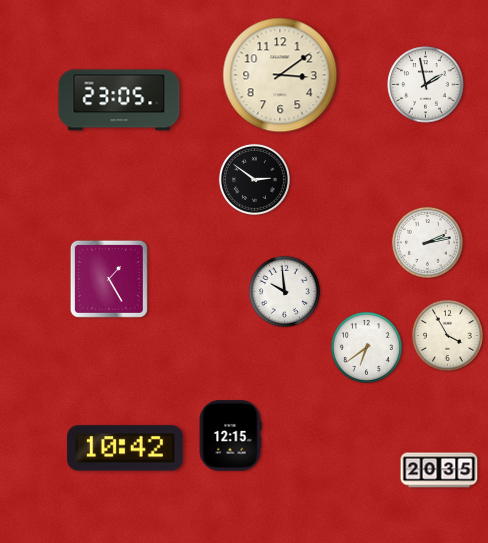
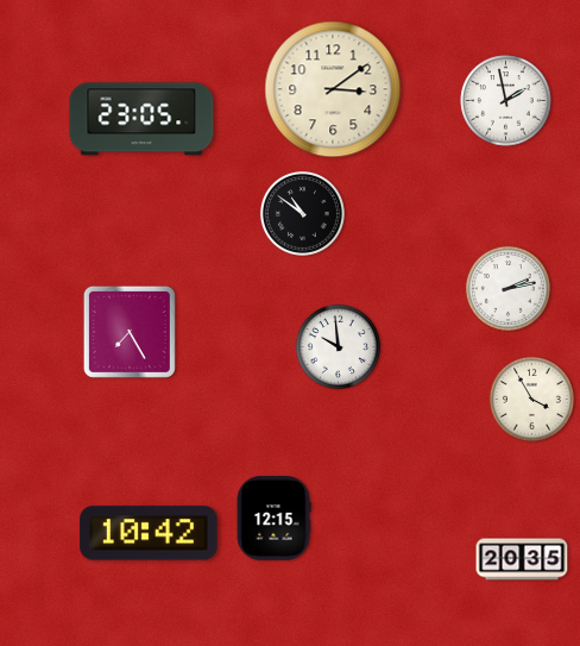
clock at (254, 179): 2:51 -> 10:51
clock at (109, 279): 1:25 -> 7:25
clock at (366, 347): 6:39 -> none
